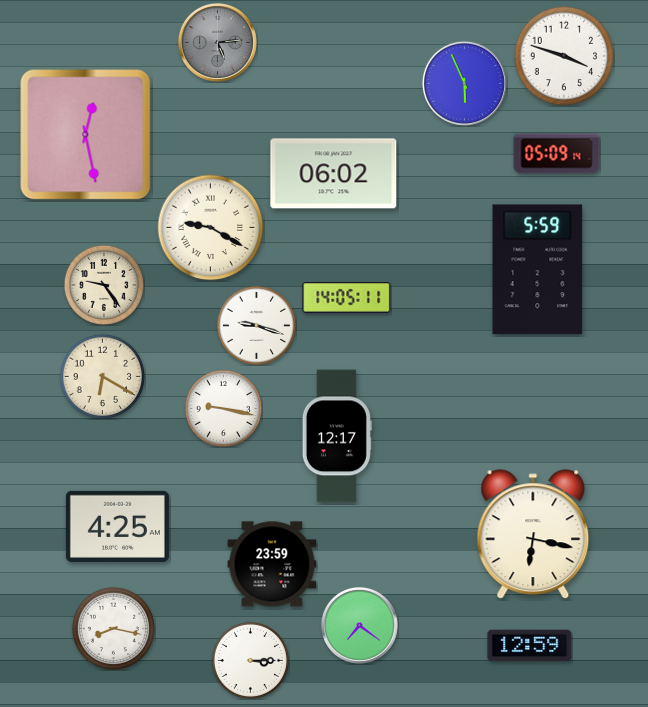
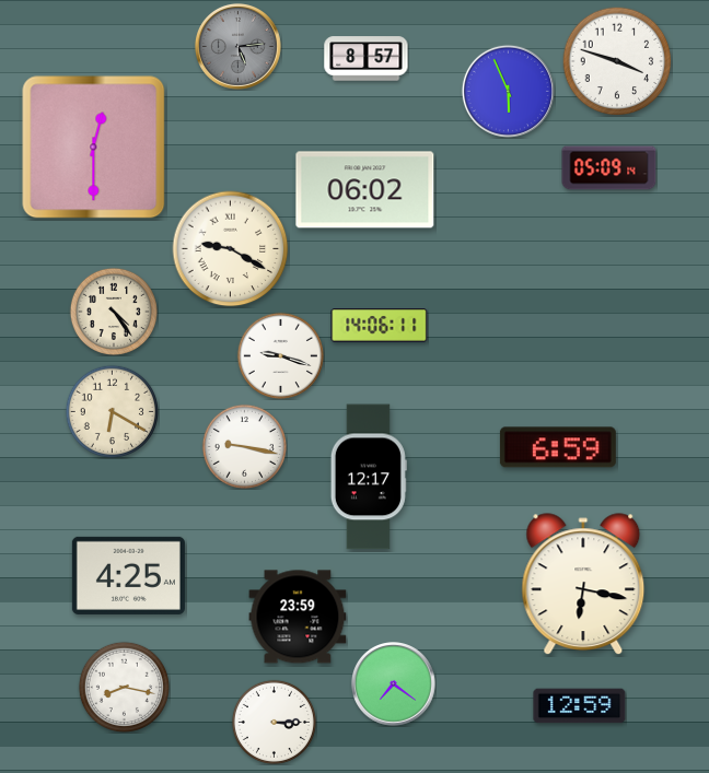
clock at (367, 59): none -> 8:57
clock at (86, 135): 12:28 -> 12:30
clock at (538, 270): 5:59 -> none
clock at (104, 285): 9:24 -> 4:24
clock at (347, 298): 14:05 -> 14:06
clock at (558, 447): none -> 6:59
